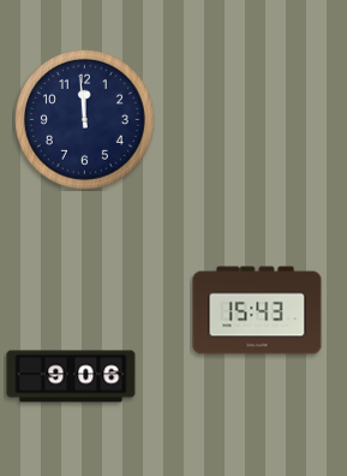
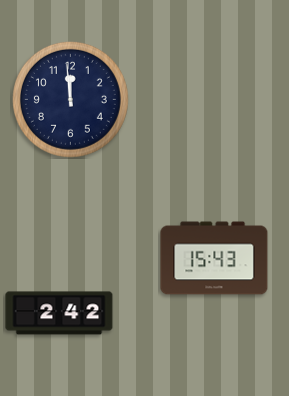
clock at (71, 376): 9:06 -> 2:42
